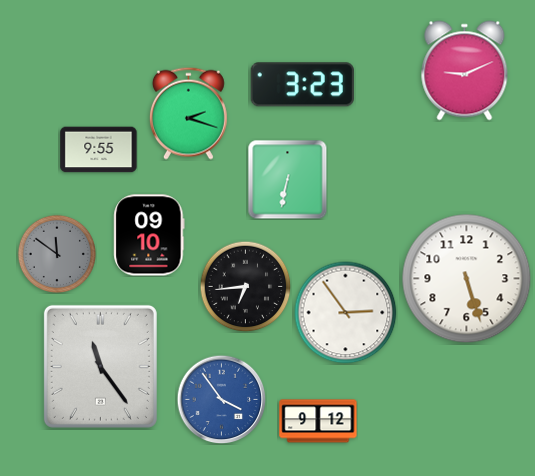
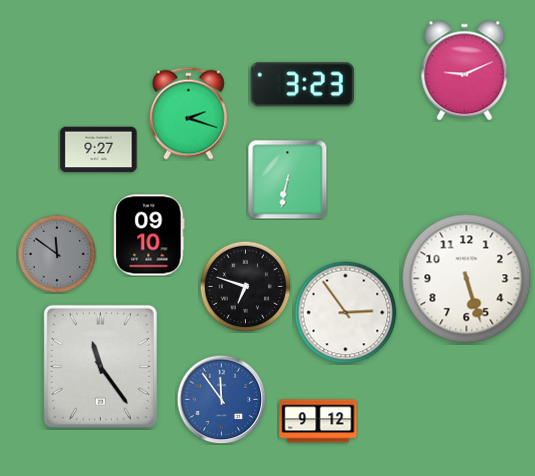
clock at (99, 150): 9:55 -> 9:27
clock at (245, 286): 6:44 -> 6:48
clock at (221, 399): 3:54 -> 11:54
